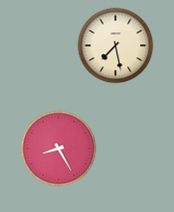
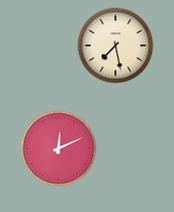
clock at (59, 149): 8:25 -> 12:11
